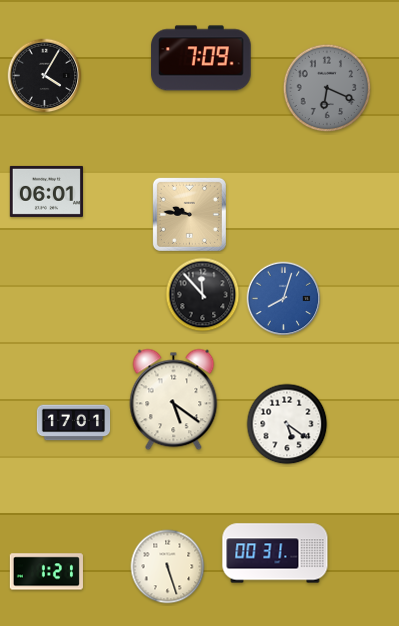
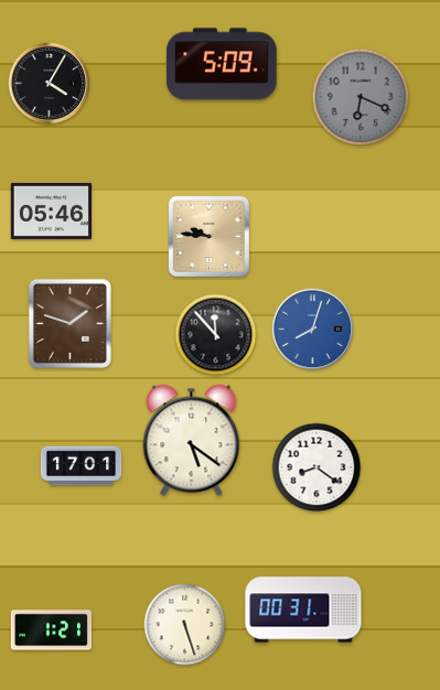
clock at (201, 58): 7:09 -> 5:09
clock at (46, 191): 06:01 -> 05:46
clock at (69, 323): none -> 1:48
clock at (203, 295) position: (203, 295) -> (216, 335)
clock at (287, 424): 5:21 -> 8:21
